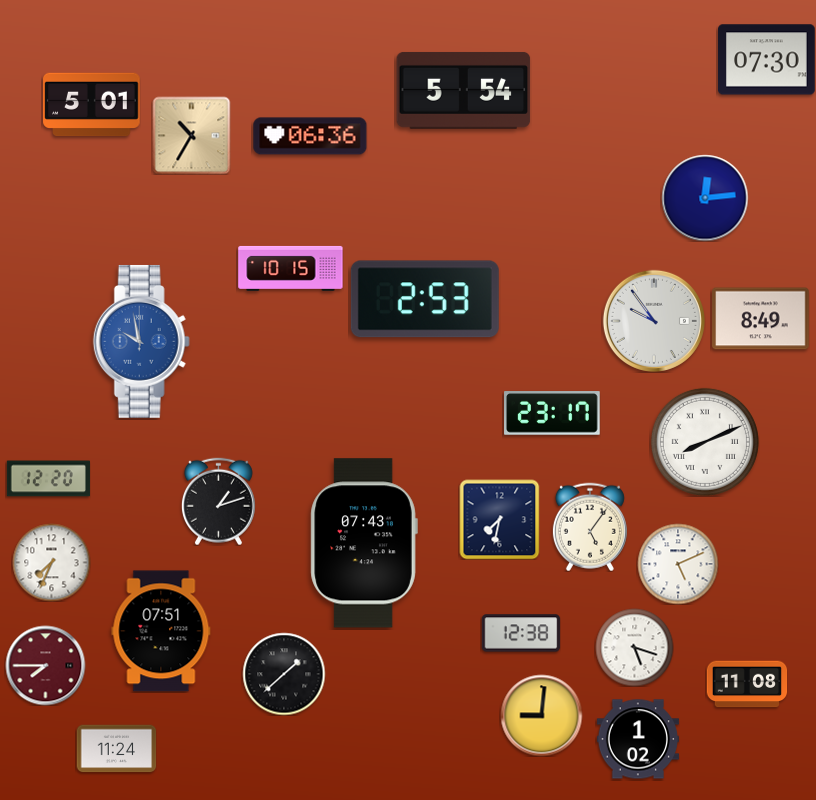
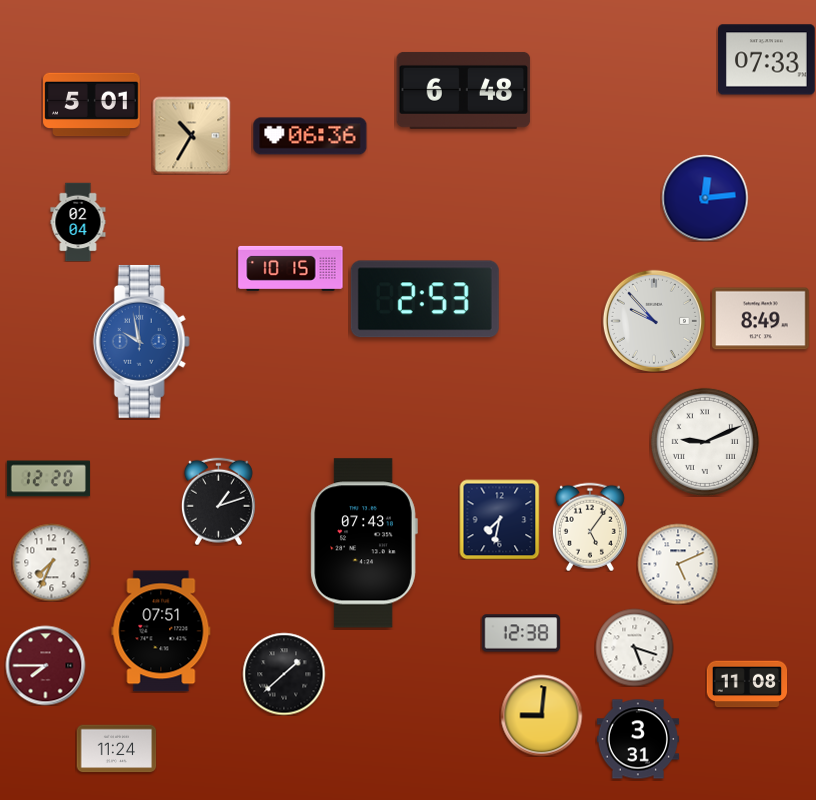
clock at (767, 60): 07:30 -> 07:33
clock at (464, 90): 5:54 -> 6:48
clock at (78, 222): none -> 02:04
clock at (654, 321): 9:54 -> 9:53
clock at (552, 413): 23:17 -> none
clock at (705, 442): 8:11 -> 9:11
clock at (637, 739): 1:02 -> 3:31
